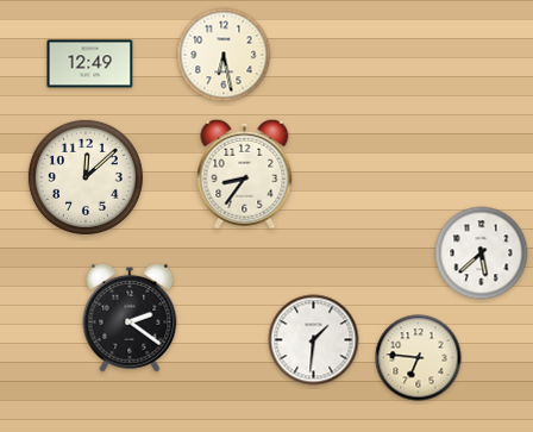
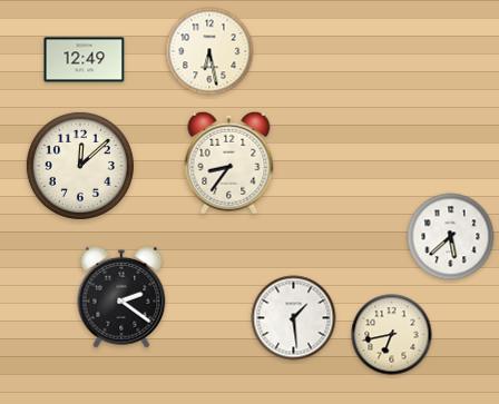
clock at (314, 340): 1:31 -> 1:29
clock at (419, 358): 6:46 -> 6:43
